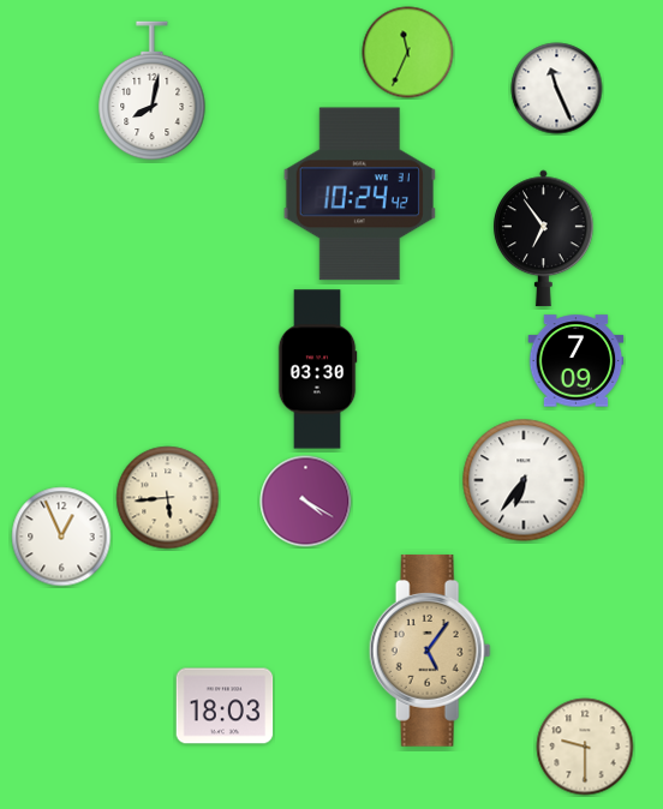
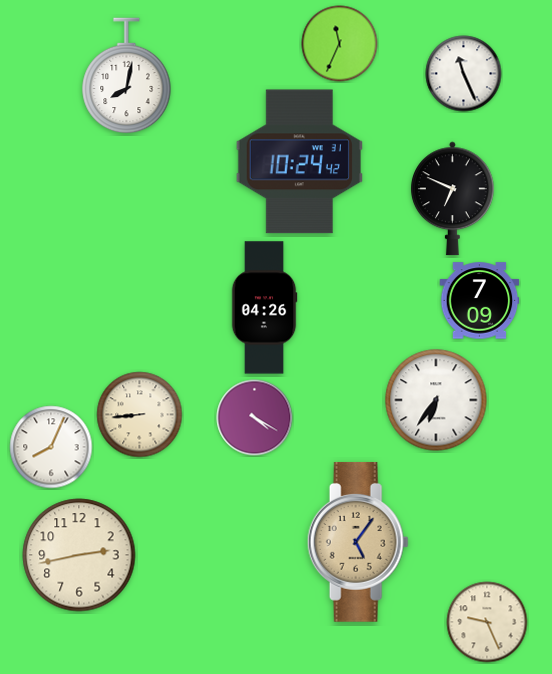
clock at (543, 239): 6:54 -> 6:49
clock at (317, 370): 03:30 -> 04:26
clock at (168, 498): 5:44 -> 8:44
clock at (61, 537): 12:56 -> 8:04
clock at (79, 555): none -> 2:43
clock at (225, 706): 18:03 -> none
clock at (585, 747): 9:30 -> 9:26
